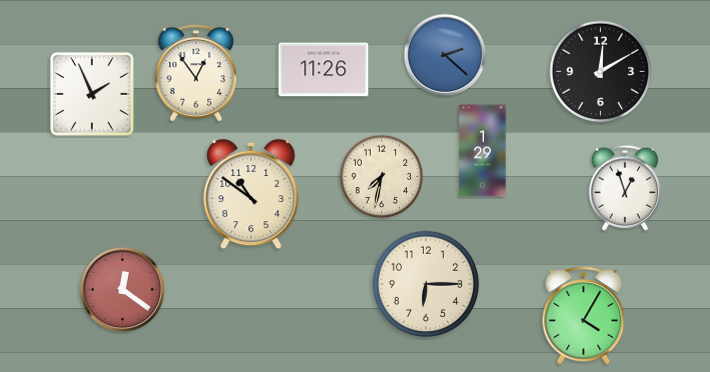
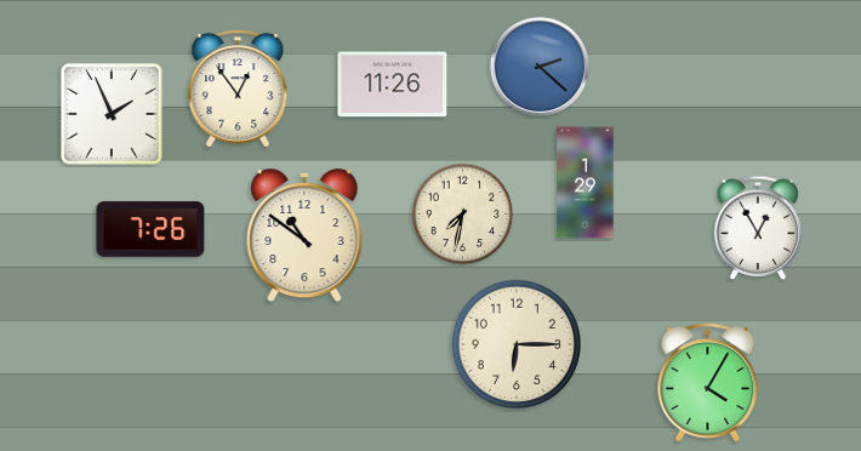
clock at (601, 72): 12:10 -> none
clock at (625, 188): 12:57 -> 12:55
clock at (150, 229): none -> 7:26
clock at (123, 290): 12:21 -> none
